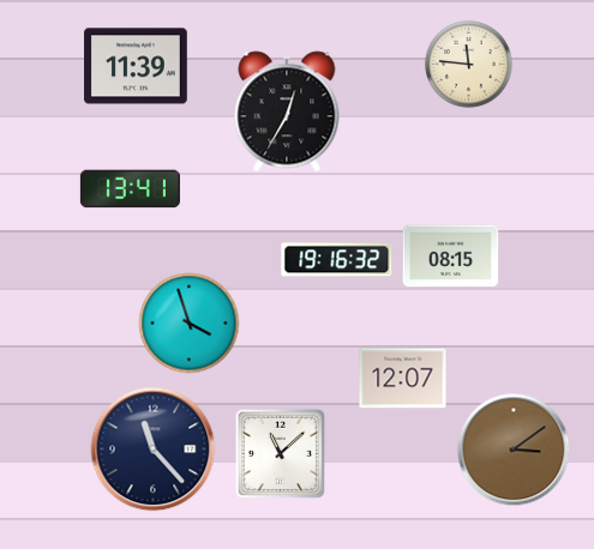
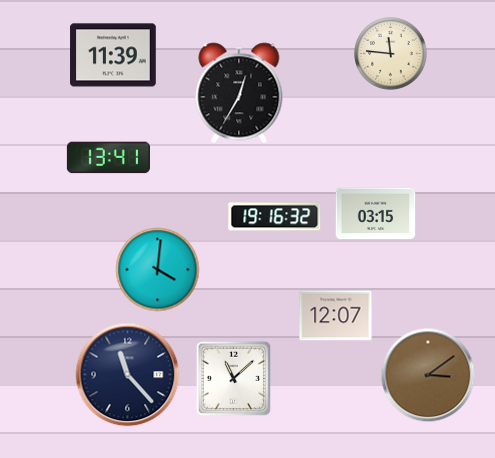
clock at (451, 257): 08:15 -> 03:15
clock at (337, 260) position: (337, 260) -> (275, 217)
clock at (190, 324): 3:57 -> 4:01
